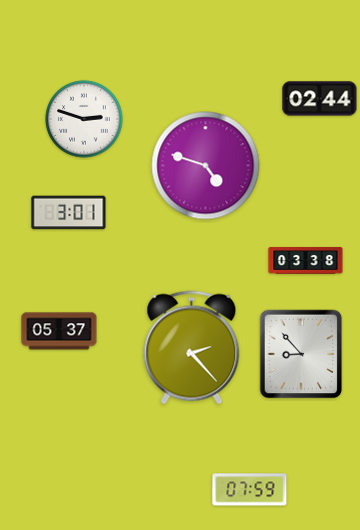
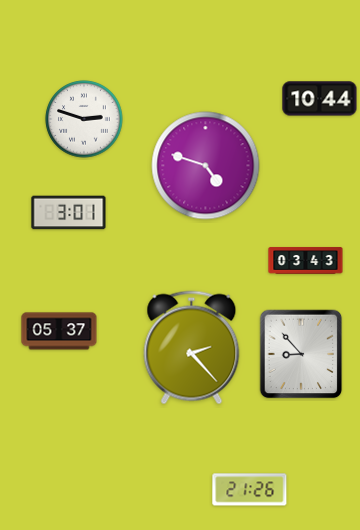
clock at (320, 99): 02:44 -> 10:44
clock at (306, 261): 03:38 -> 03:43
clock at (250, 490): 07:59 -> 21:26
